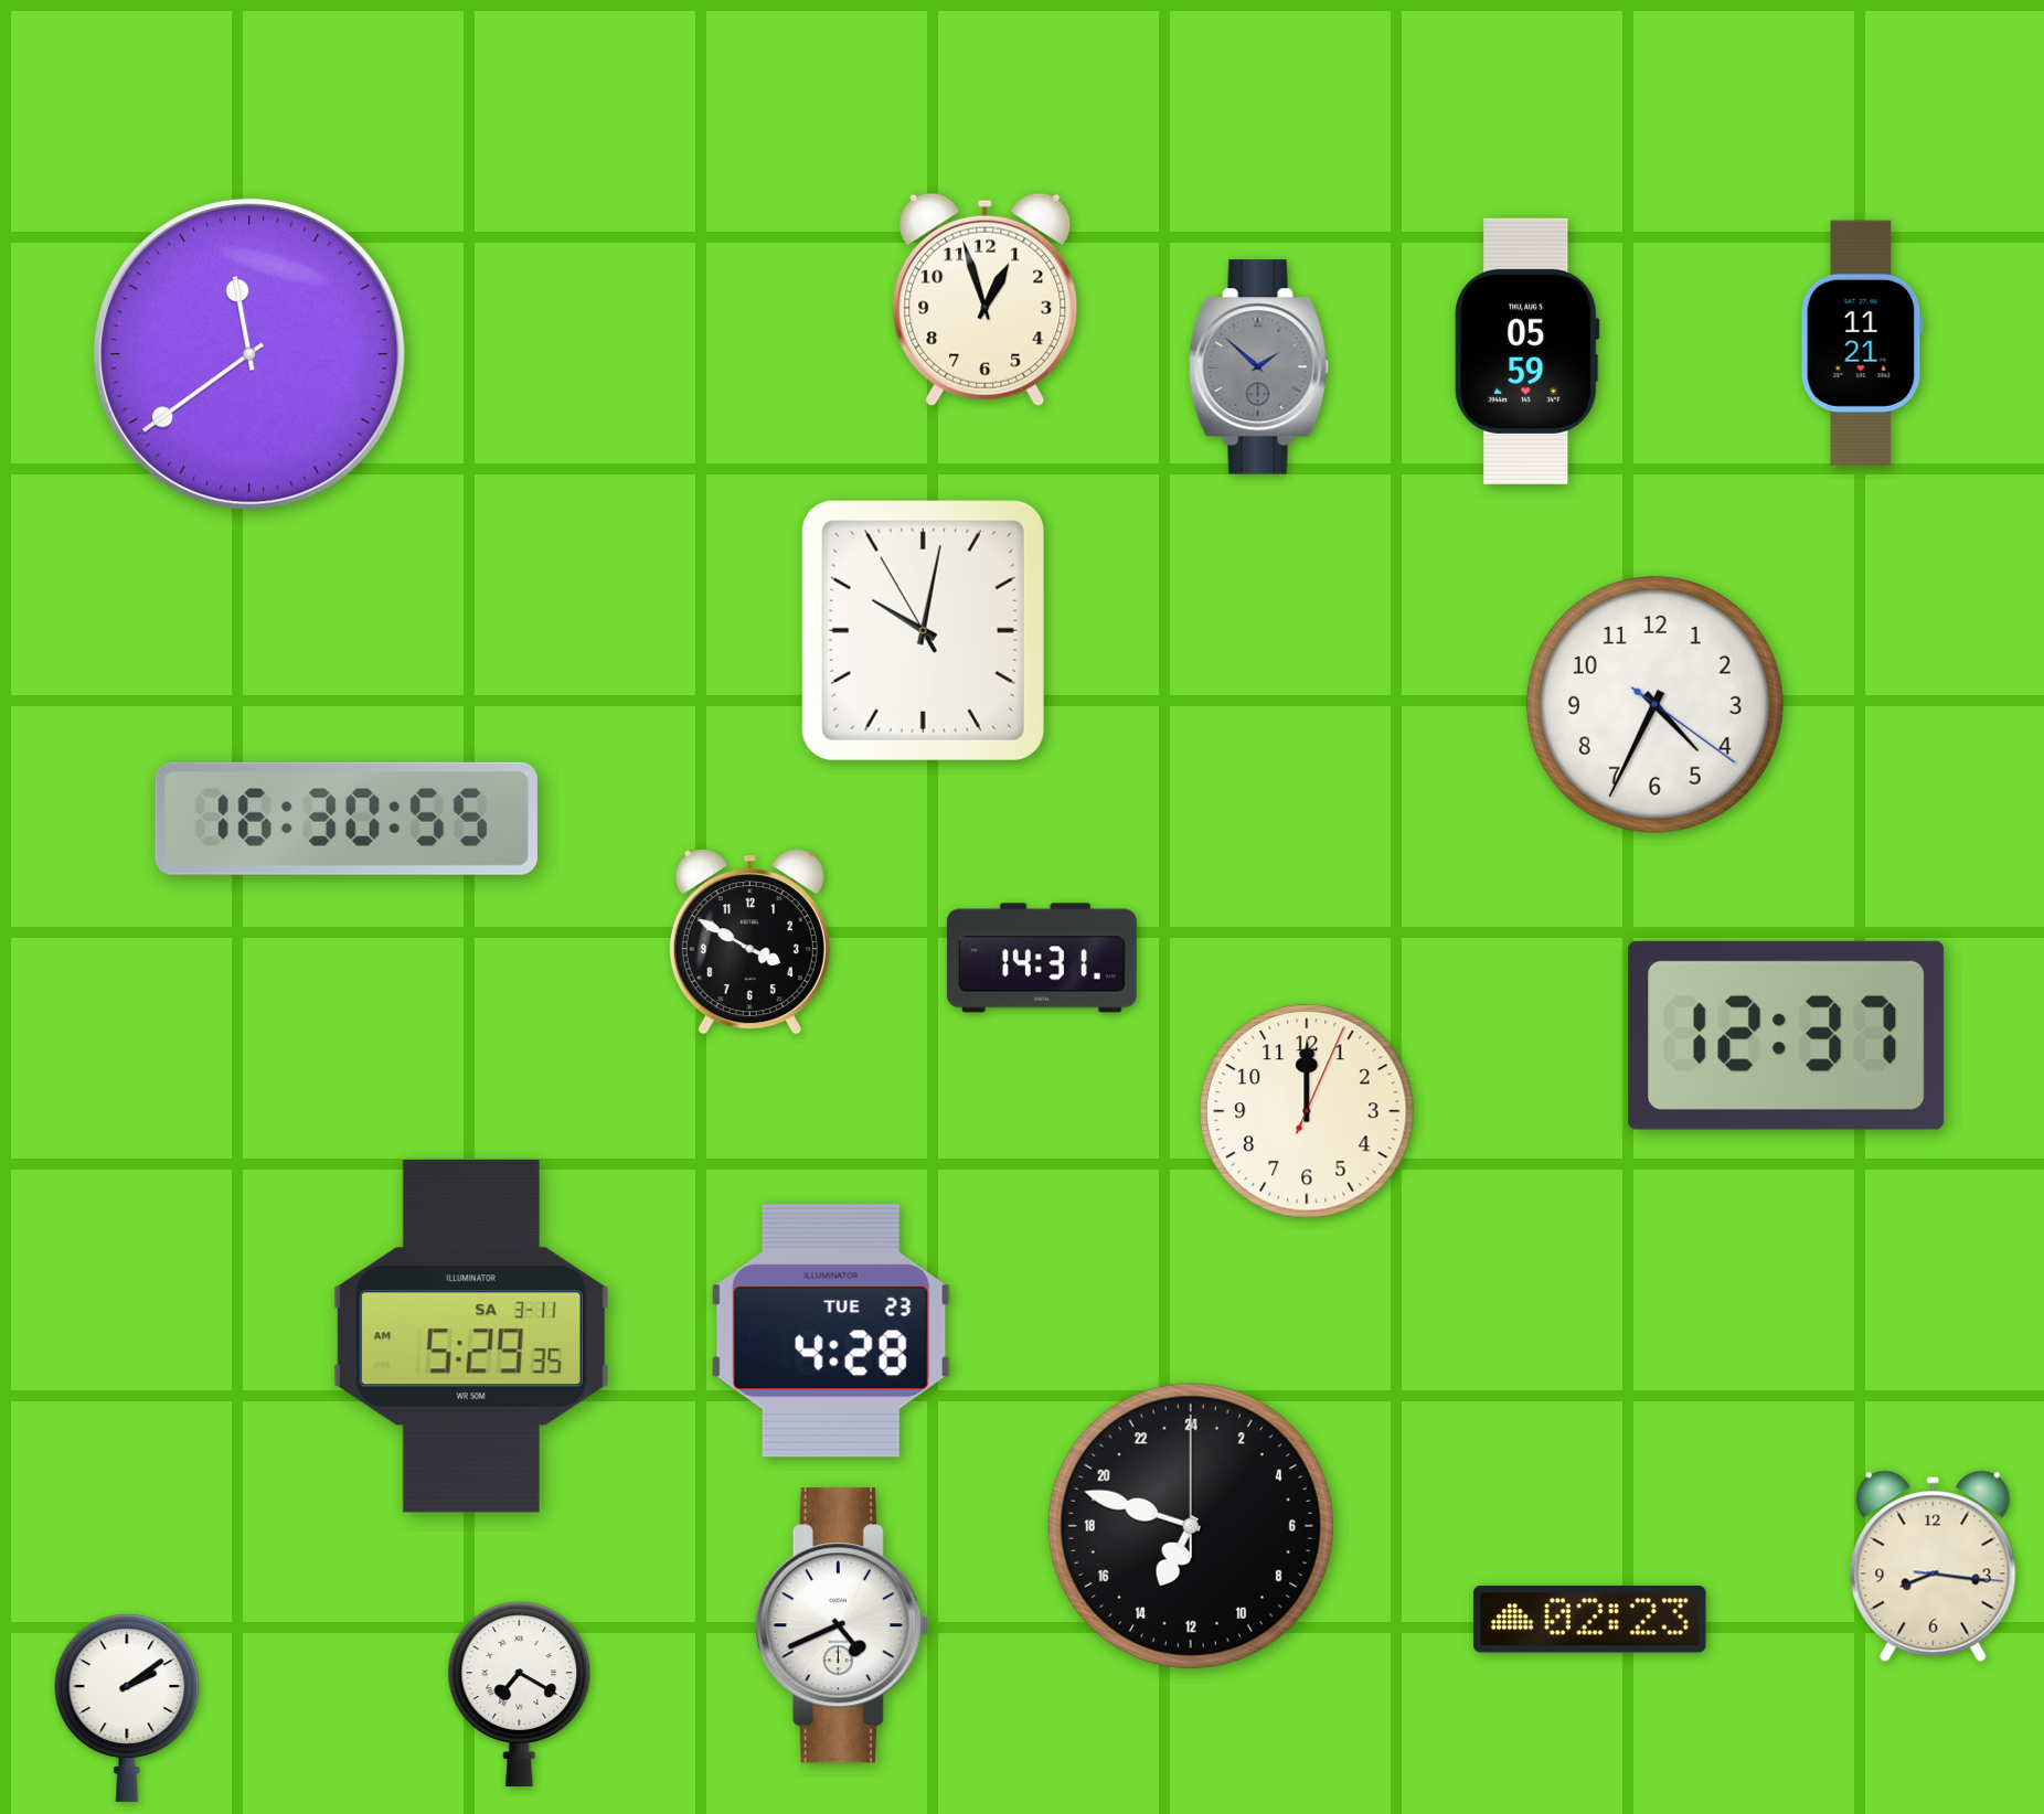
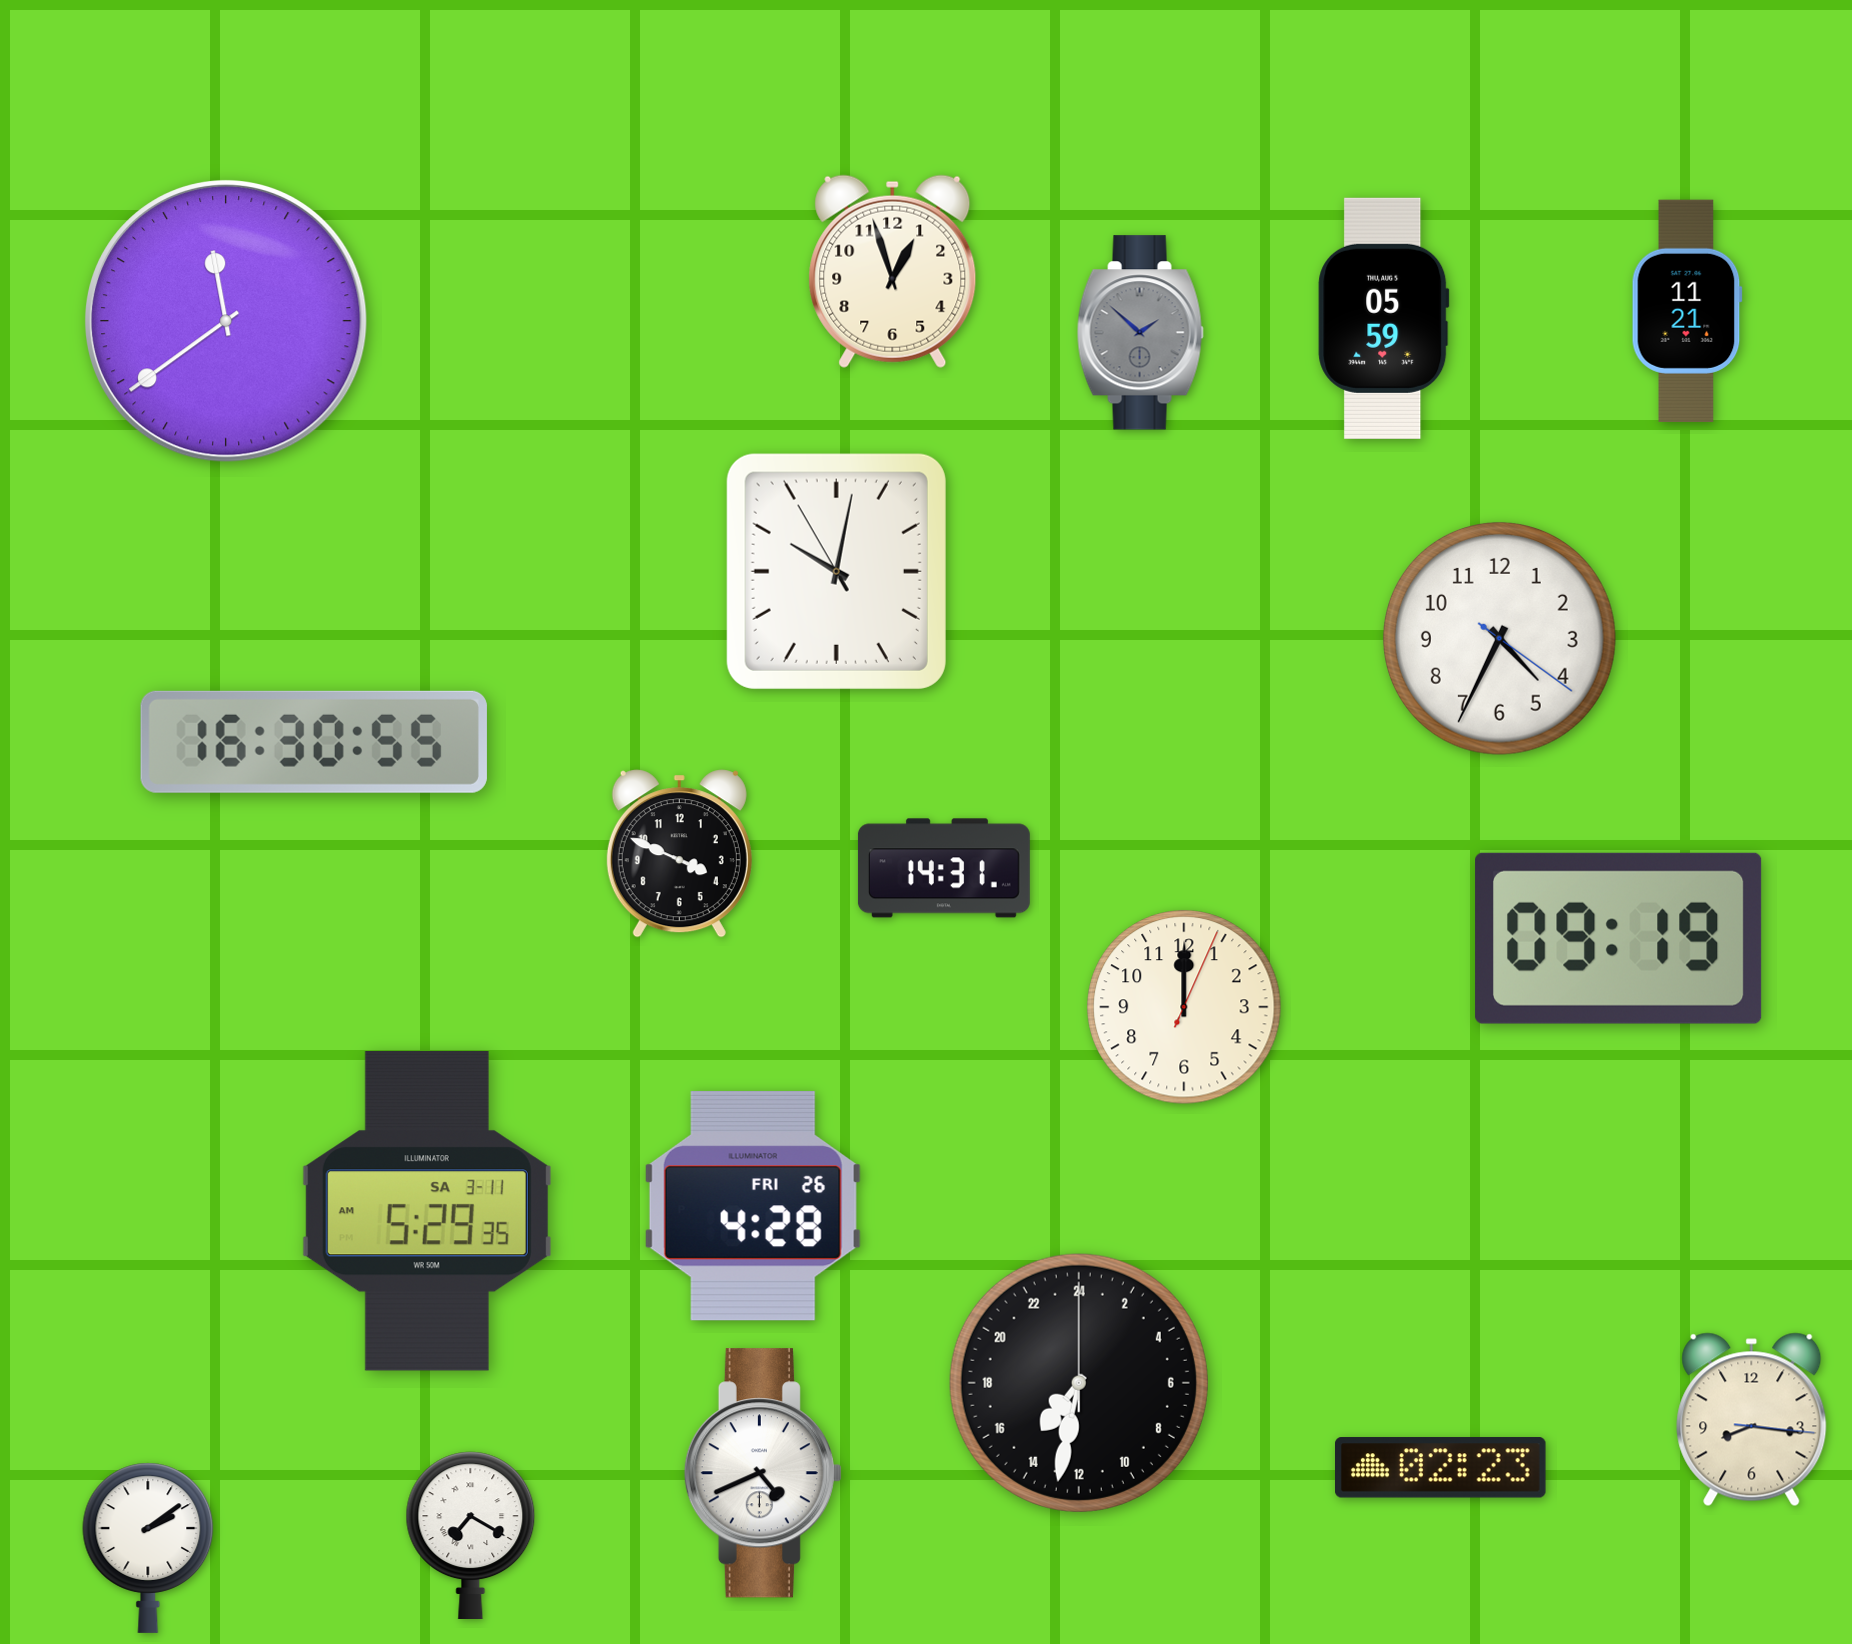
clock at (749, 942): 3:50 -> 3:49
clock at (1787, 1035): 12:37 -> 09:19
clock at (831, 1331) date: TUE 23 -> FRI 26
clock at (1191, 1526): 13:48 -> 14:32
clock at (127, 1708) position: (127, 1708) -> (148, 1548)
